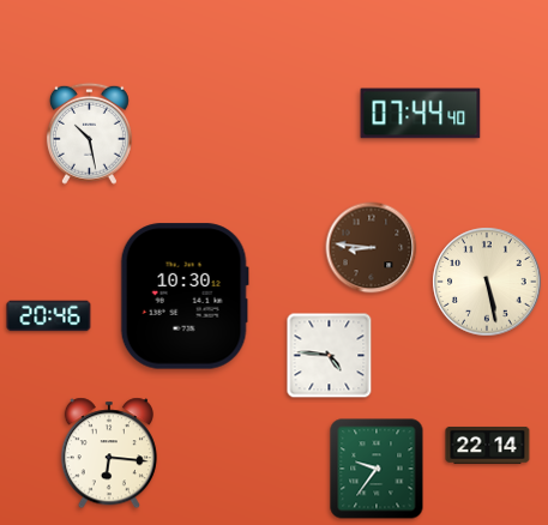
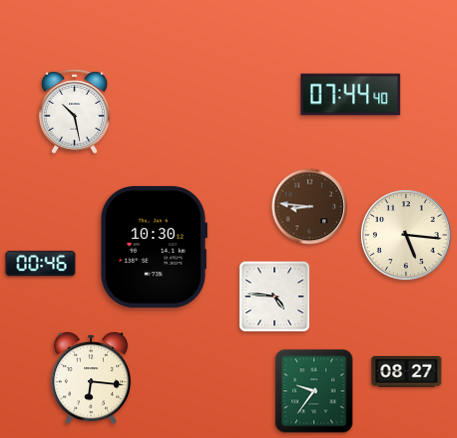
clock at (487, 282): 5:28 -> 5:16
clock at (49, 316): 20:46 -> 00:46
clock at (488, 445): 22:14 -> 08:27
